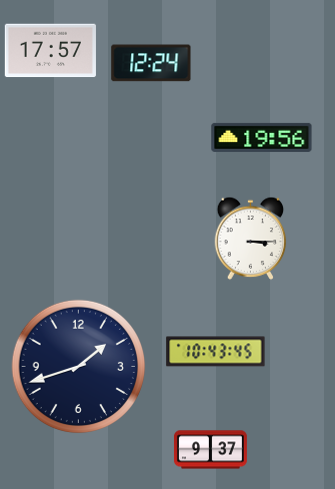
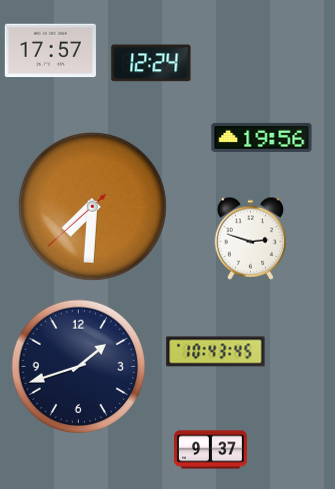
clock at (92, 206): none -> 7:30
clock at (251, 238): 3:15 -> 2:48
